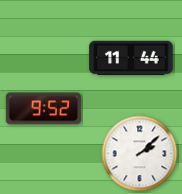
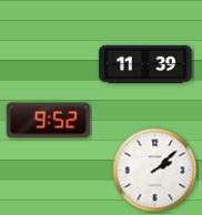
clock at (131, 58): 11:44 -> 11:39
